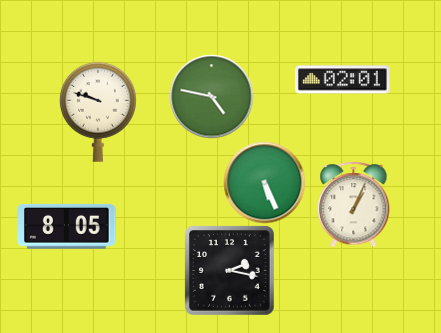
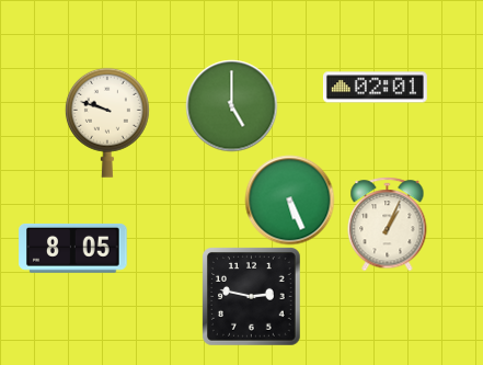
clock at (211, 96): 4:47 -> 5:00
clock at (230, 271): 2:17 -> 2:47
